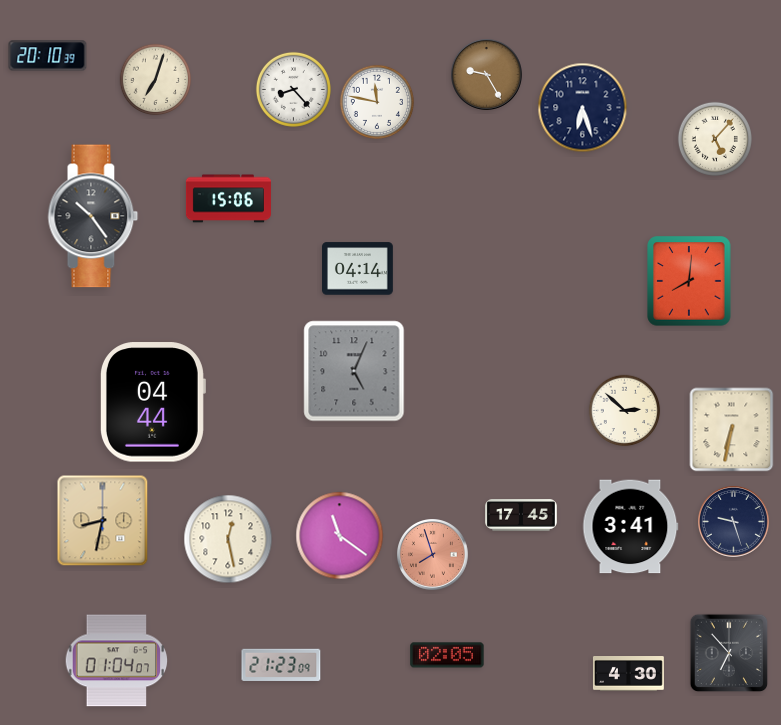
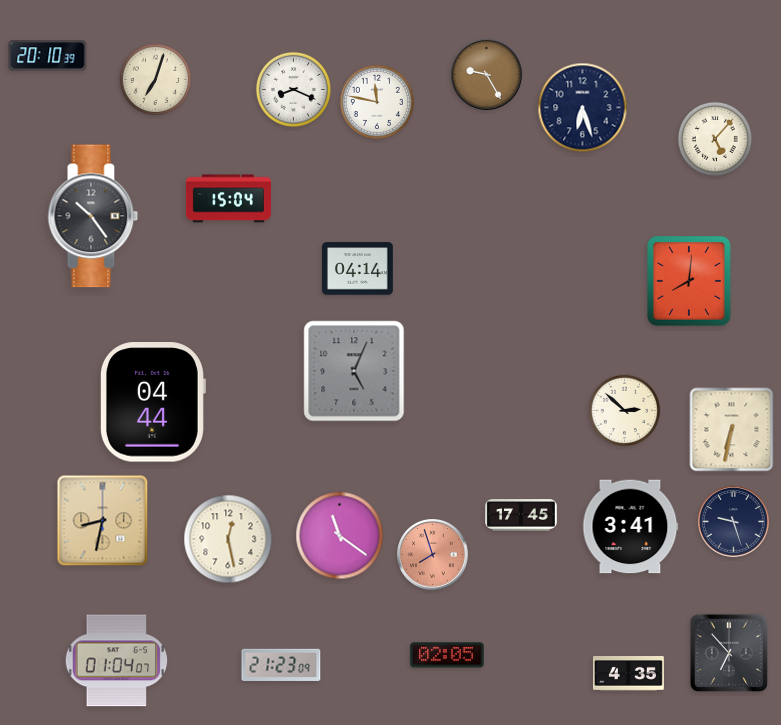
clock at (293, 89): 8:23 -> 8:19
clock at (228, 199): 15:06 -> 15:04
clock at (628, 674): 4:30 -> 4:35
